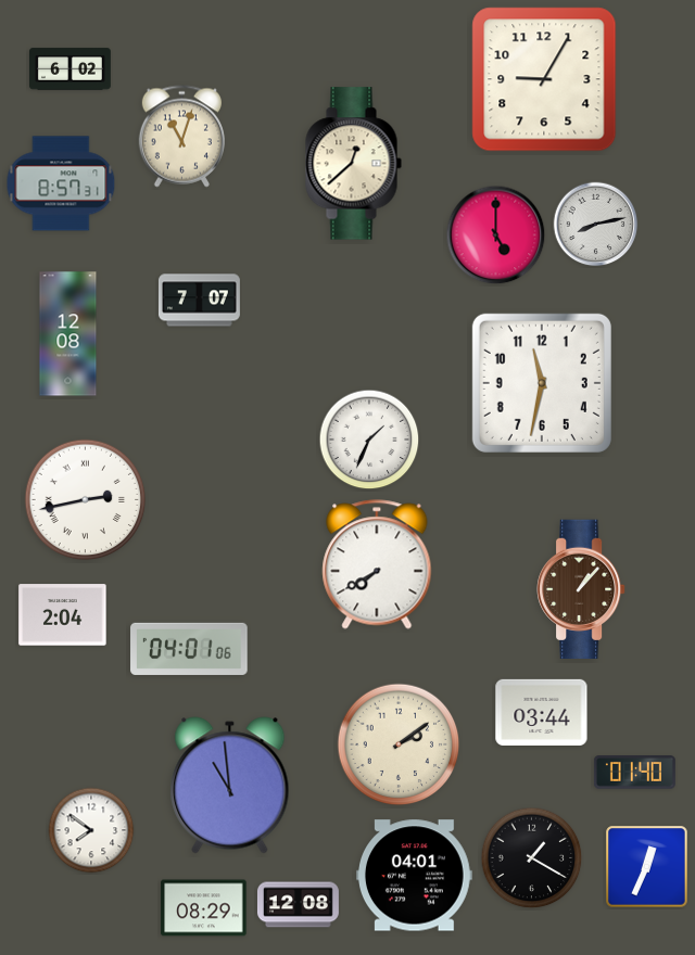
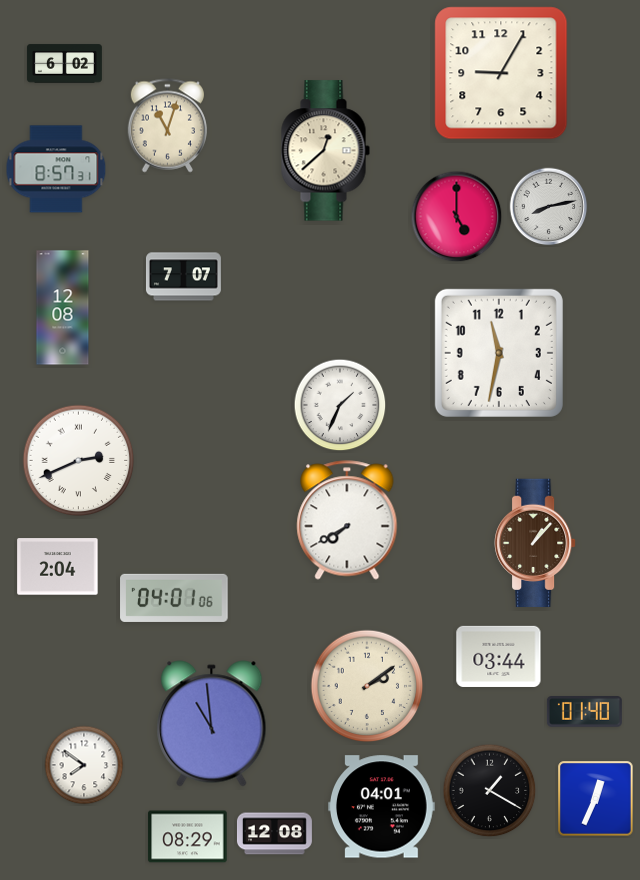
clock at (86, 500): 2:43 -> 2:41
